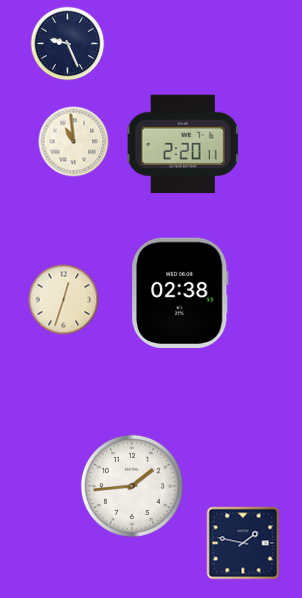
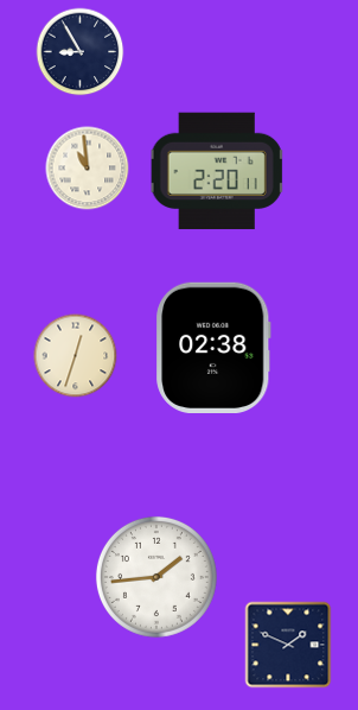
clock at (68, 44): 9:26 -> 8:55
clock at (243, 543): 1:47 -> 1:49
